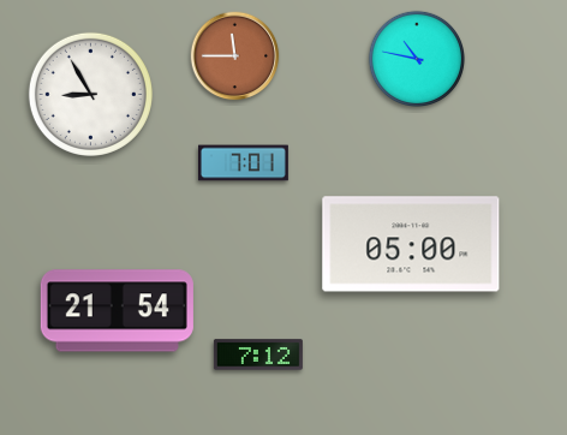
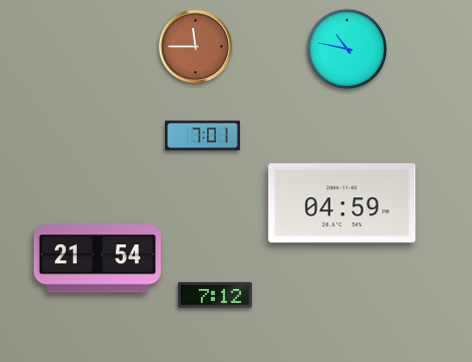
clock at (90, 94): 8:55 -> none
clock at (411, 244): 05:00 -> 04:59
